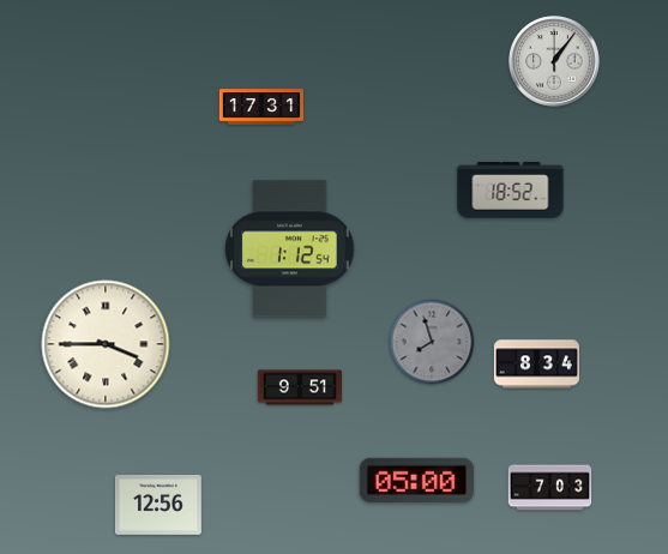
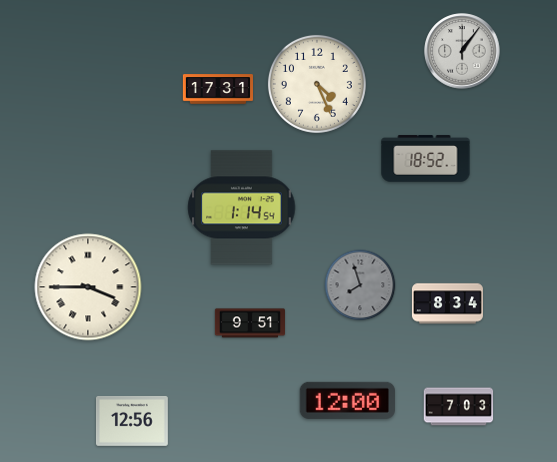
clock at (317, 84): none -> 4:26
clock at (290, 249): 1:12 -> 1:14
clock at (416, 480): 05:00 -> 12:00
